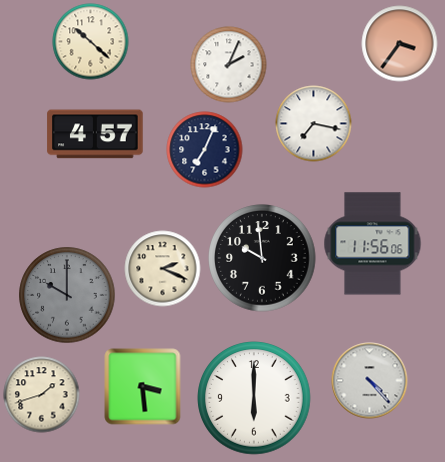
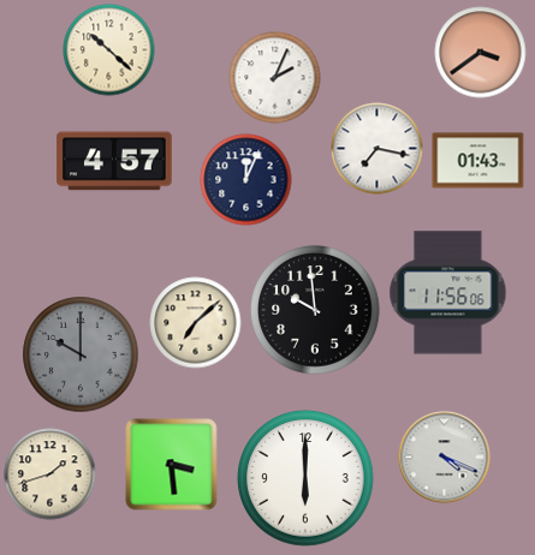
clock at (400, 44): 3:36 -> 3:39
clock at (478, 161): none -> 01:43
clock at (205, 150): 7:04 -> 12:04
clock at (163, 269): 2:19 -> 7:08
clock at (370, 381): 4:23 -> 4:19
